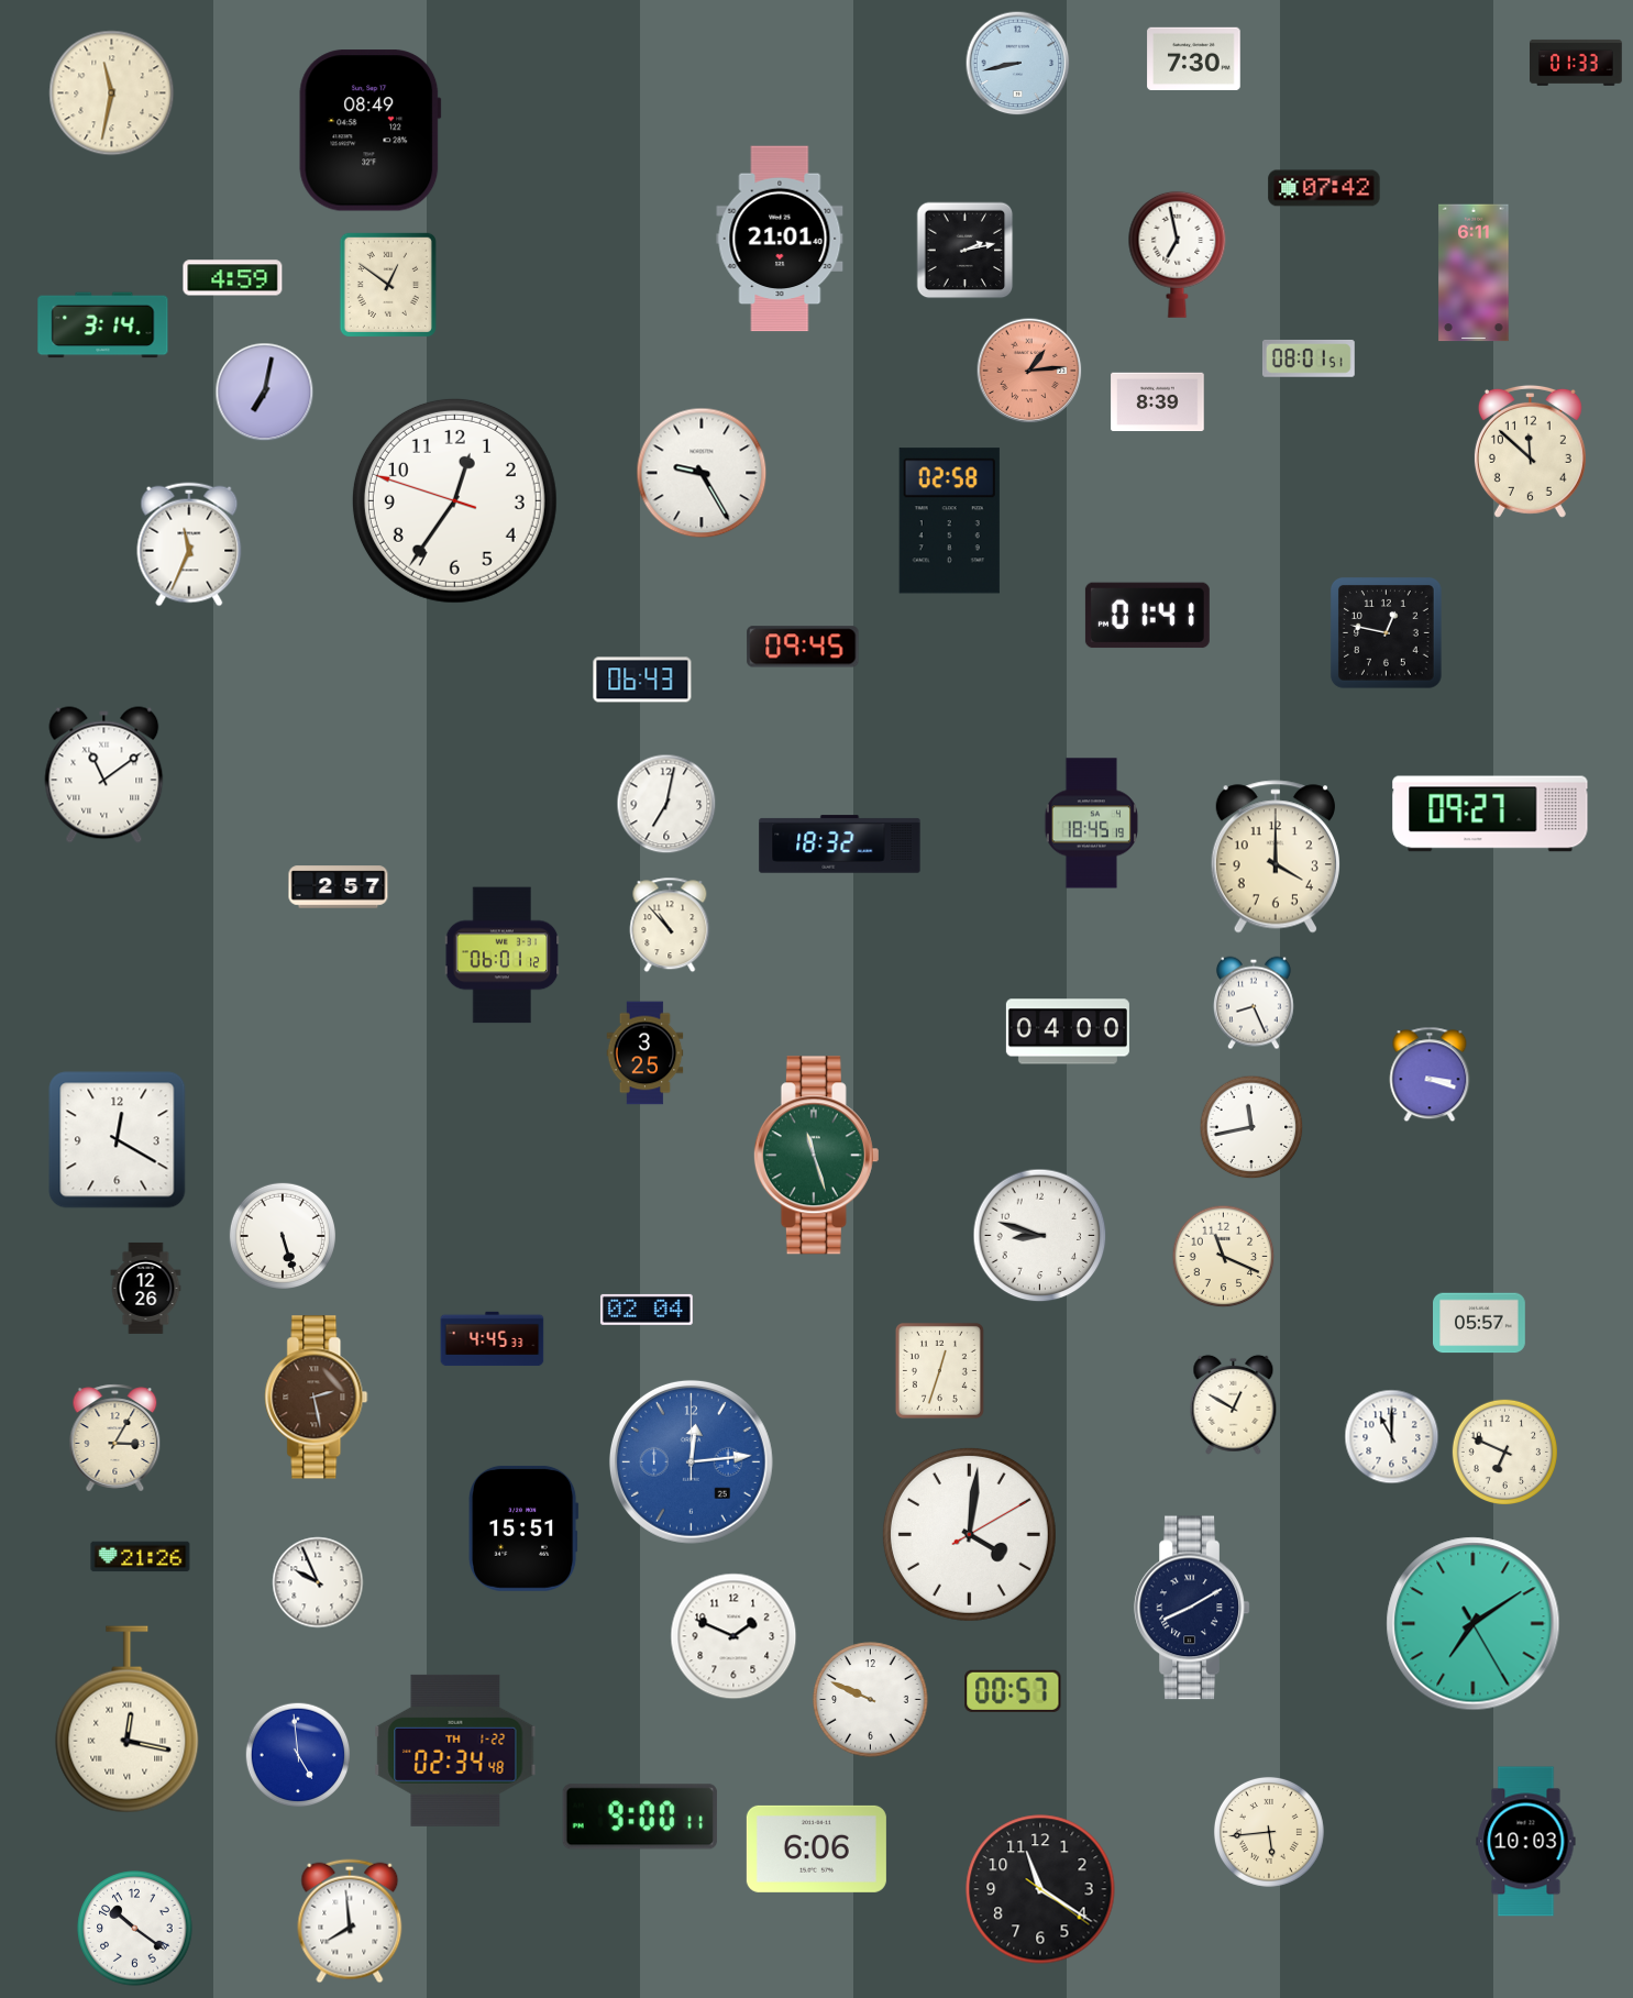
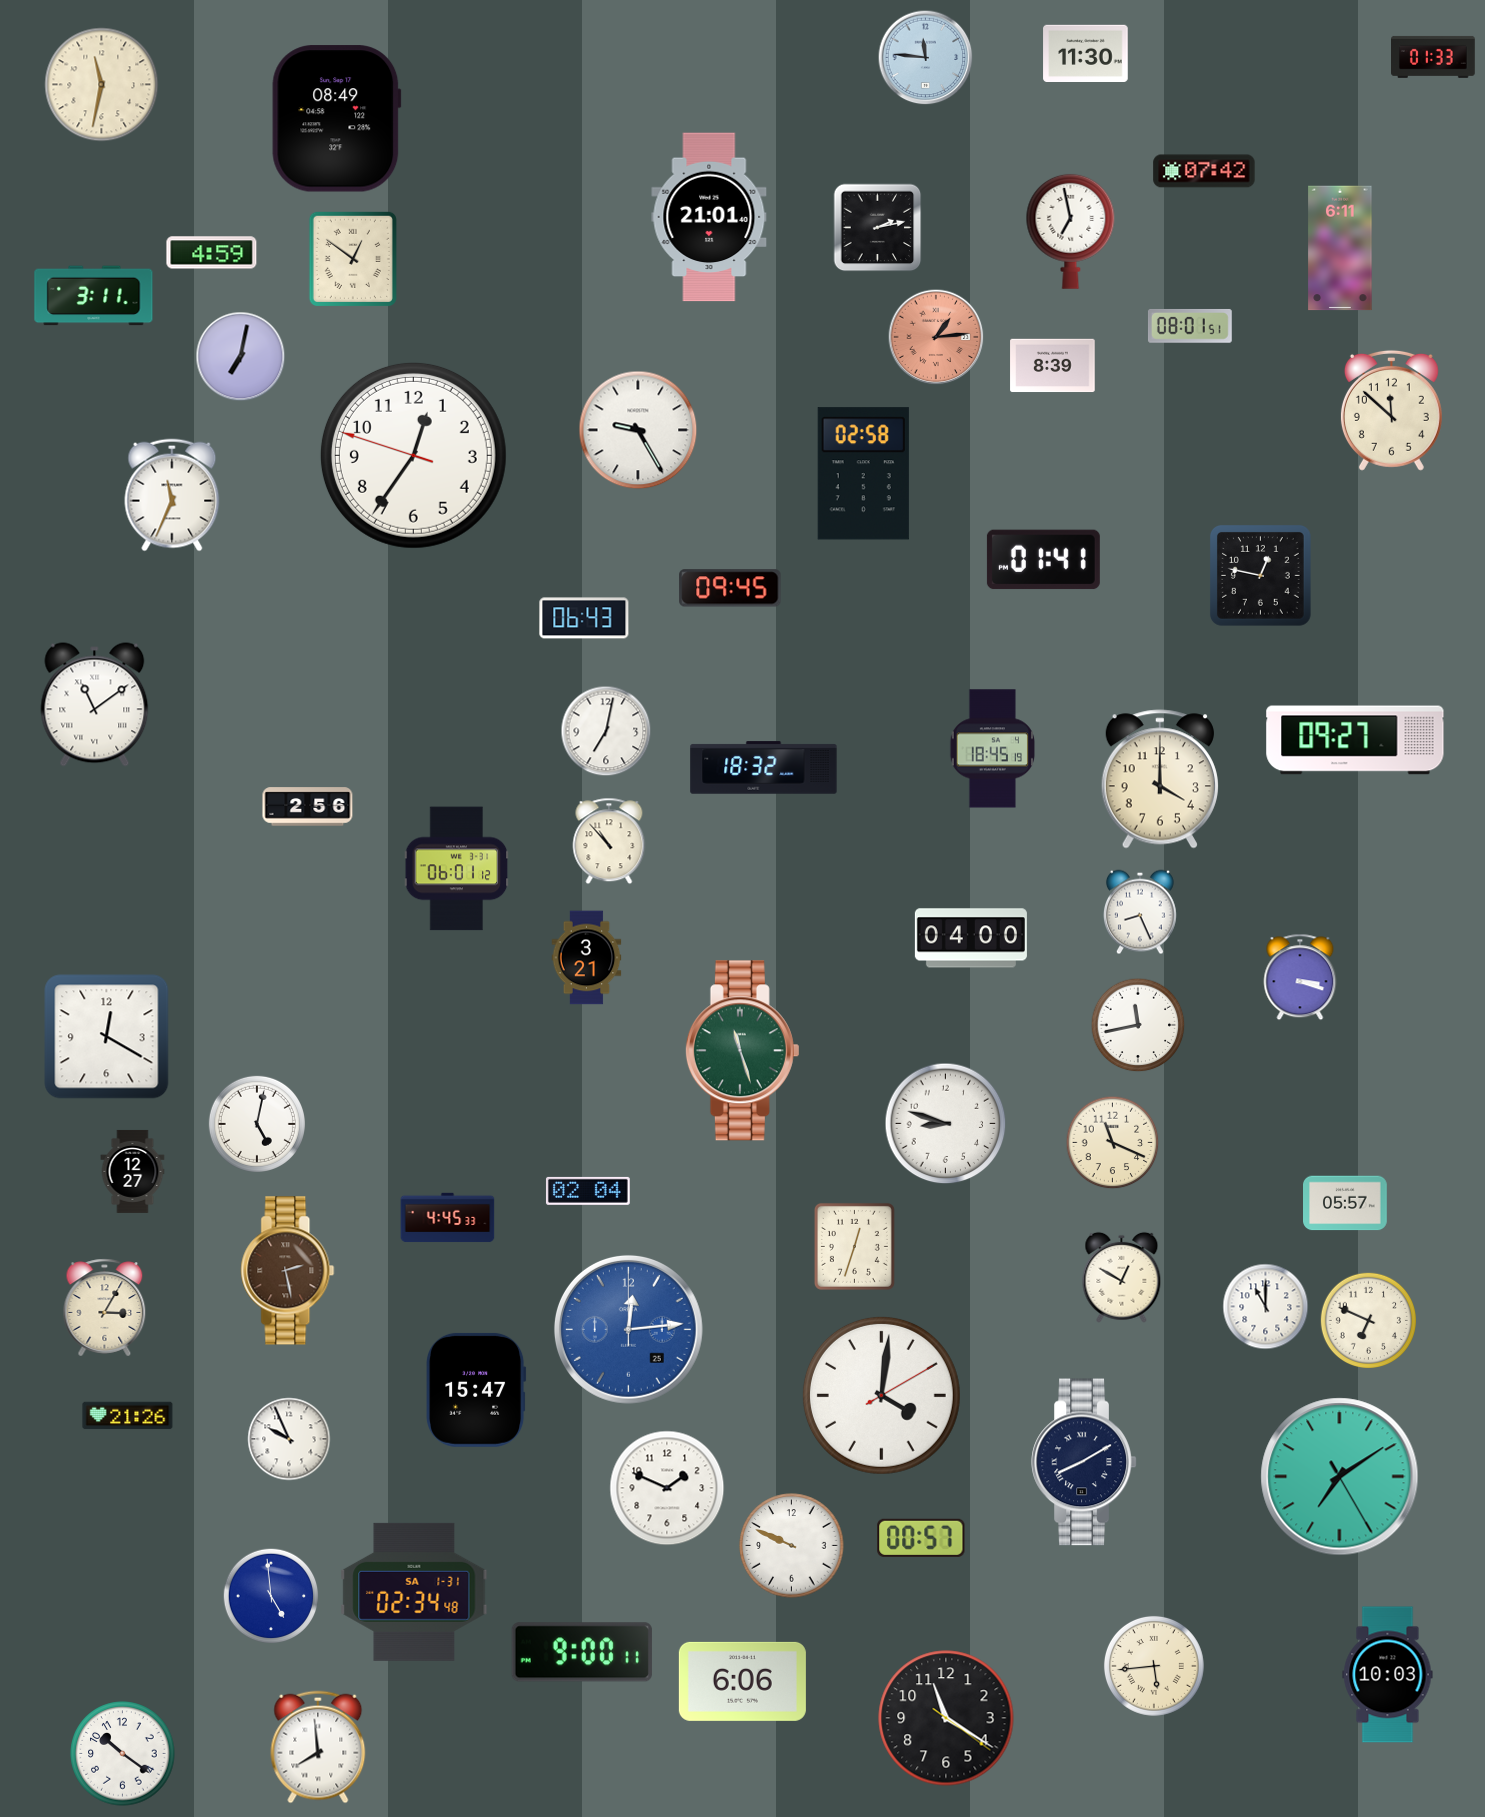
clock at (1194, 58): 7:30 -> 11:30
clock at (1018, 64): 8:43 -> 11:46
clock at (103, 325): 3:14 -> 3:11
clock at (339, 887): 2:57 -> 2:56
clock at (646, 1053): 3:25 -> 3:21
clock at (283, 1236): 5:27 -> 5:02
clock at (146, 1288): 12:26 -> 12:27
clock at (525, 1528): 15:51 -> 15:47
clock at (128, 1720): 12:17 -> none
clock at (455, 1751) date: TH 1-22 -> SA 1-31
